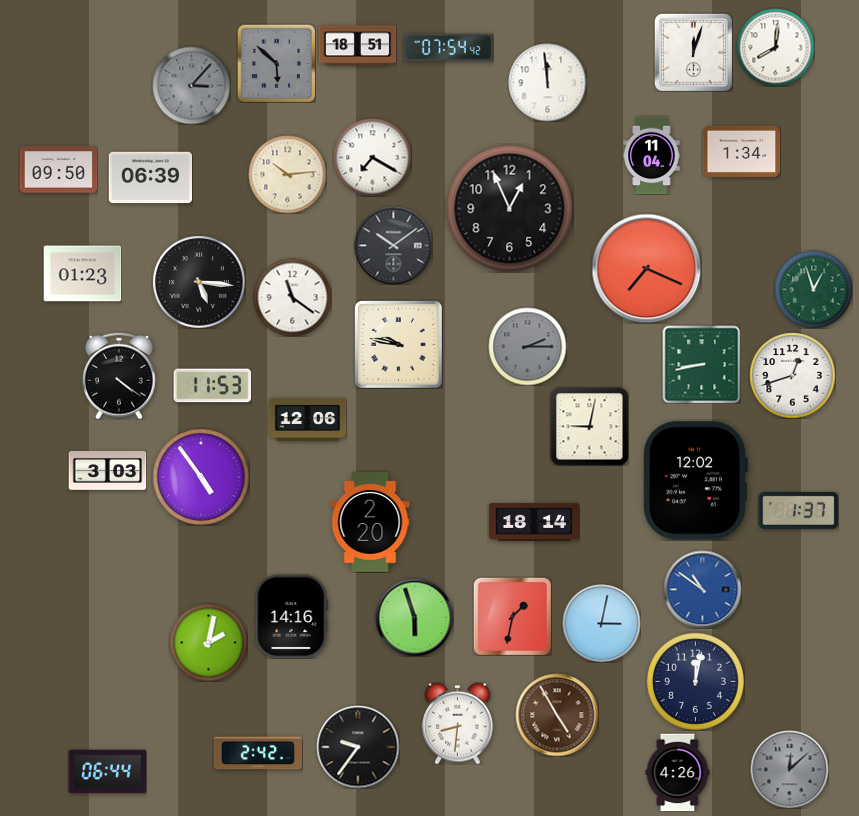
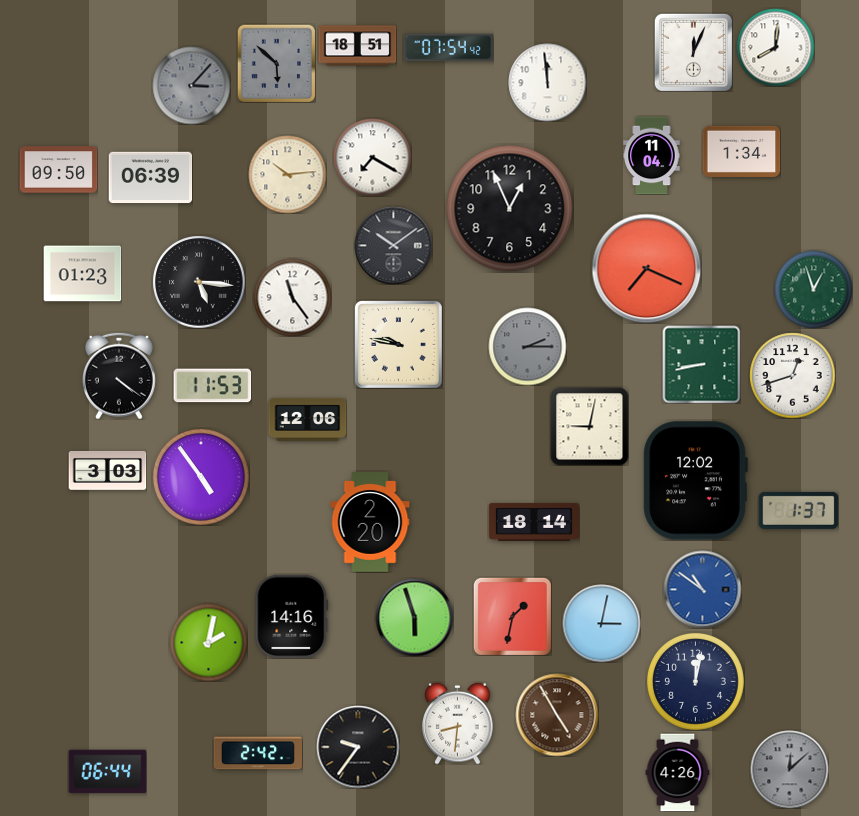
clock at (693, 52): 12:03 -> 12:04
clock at (292, 297): 11:21 -> 11:24
